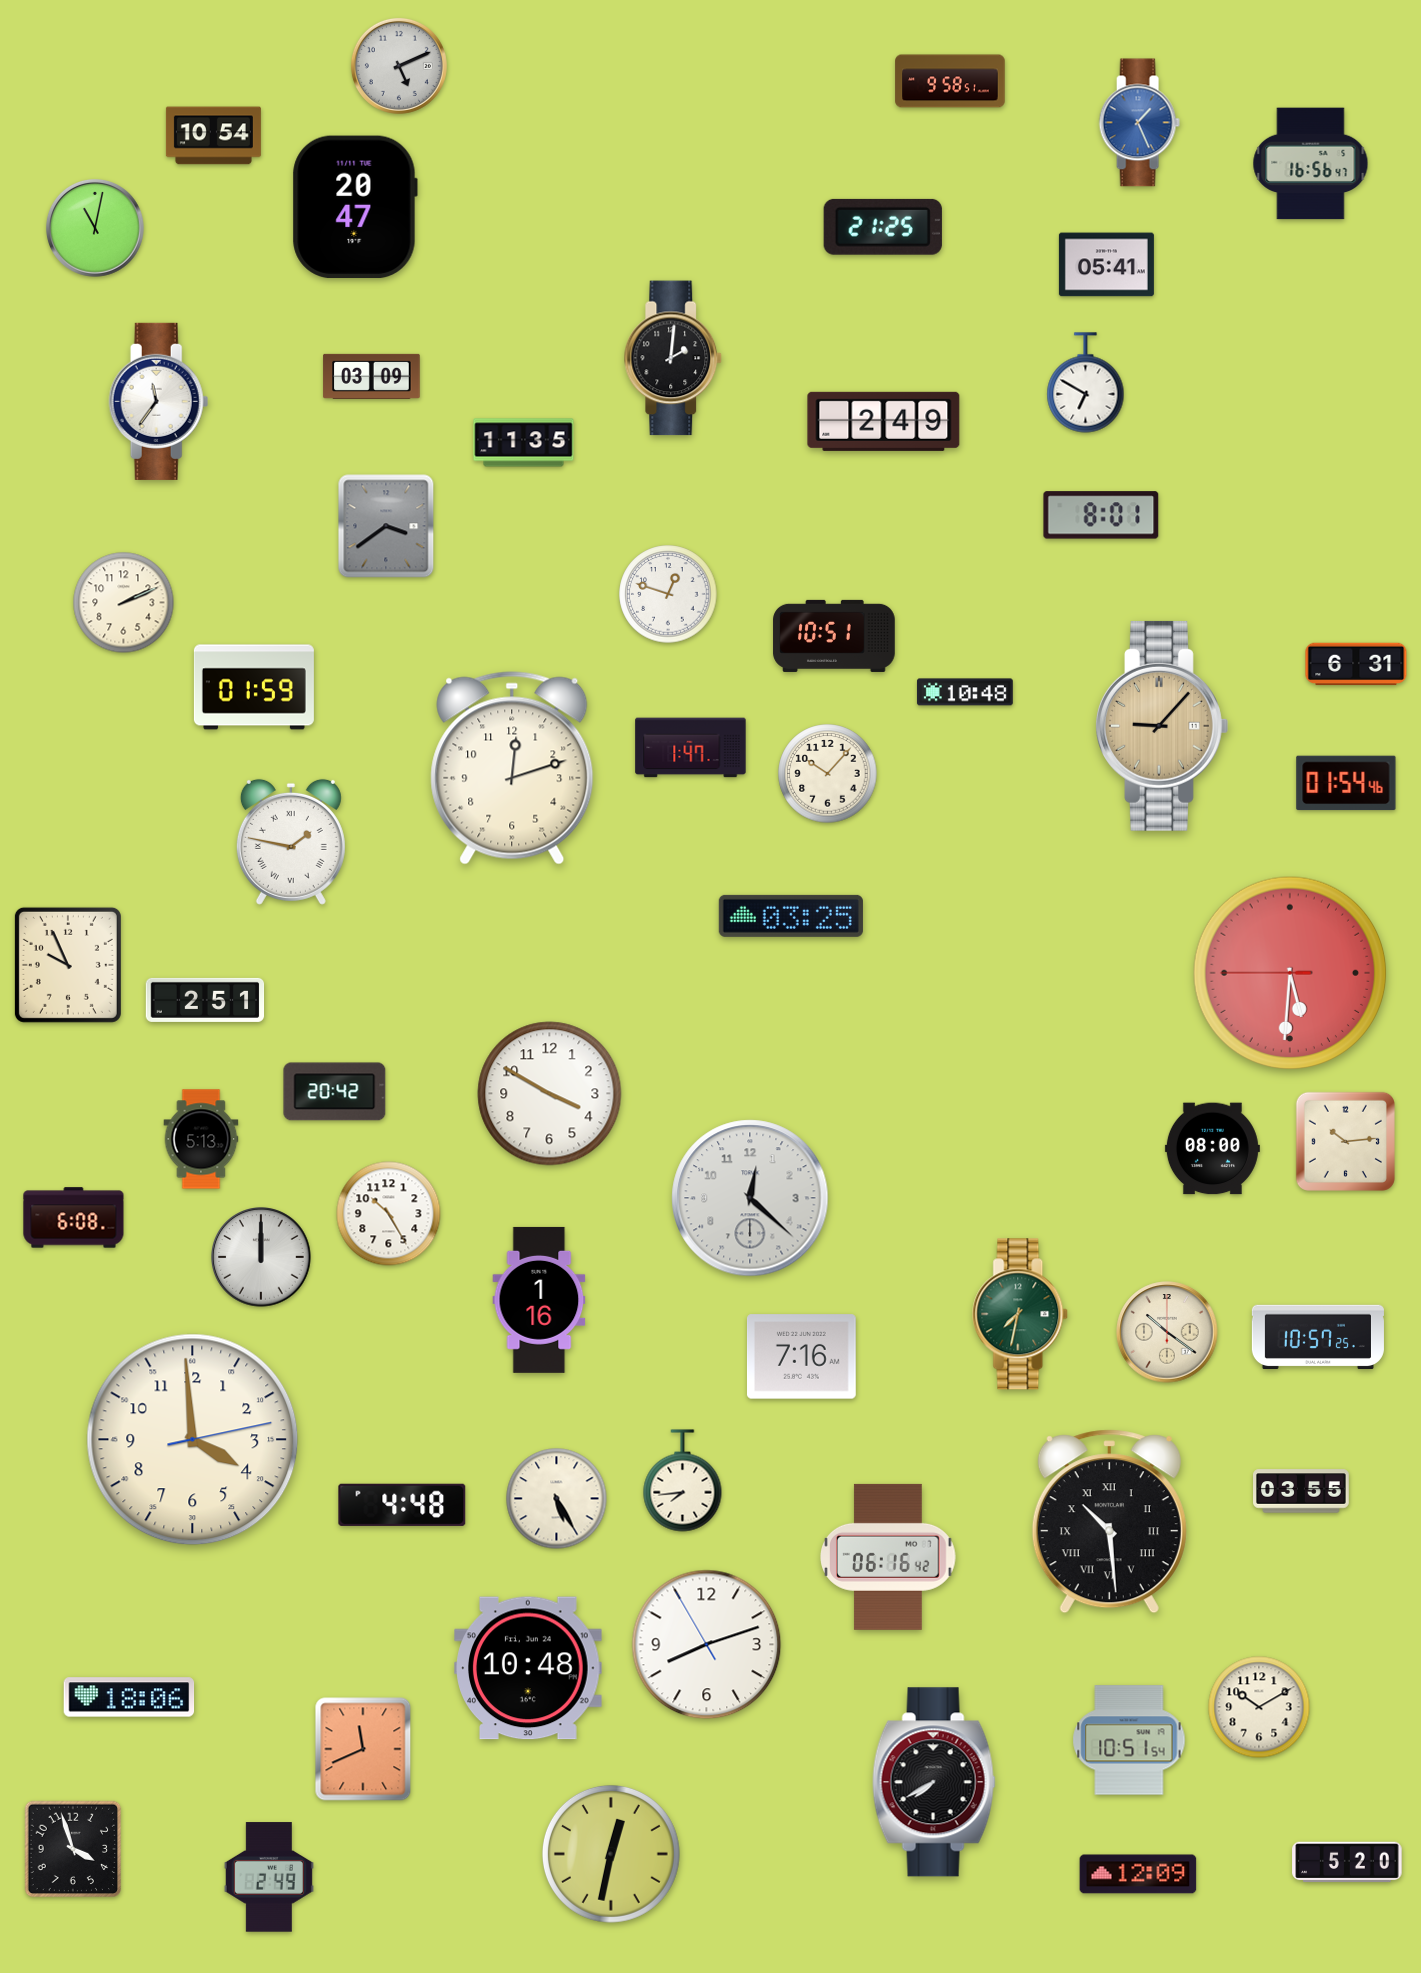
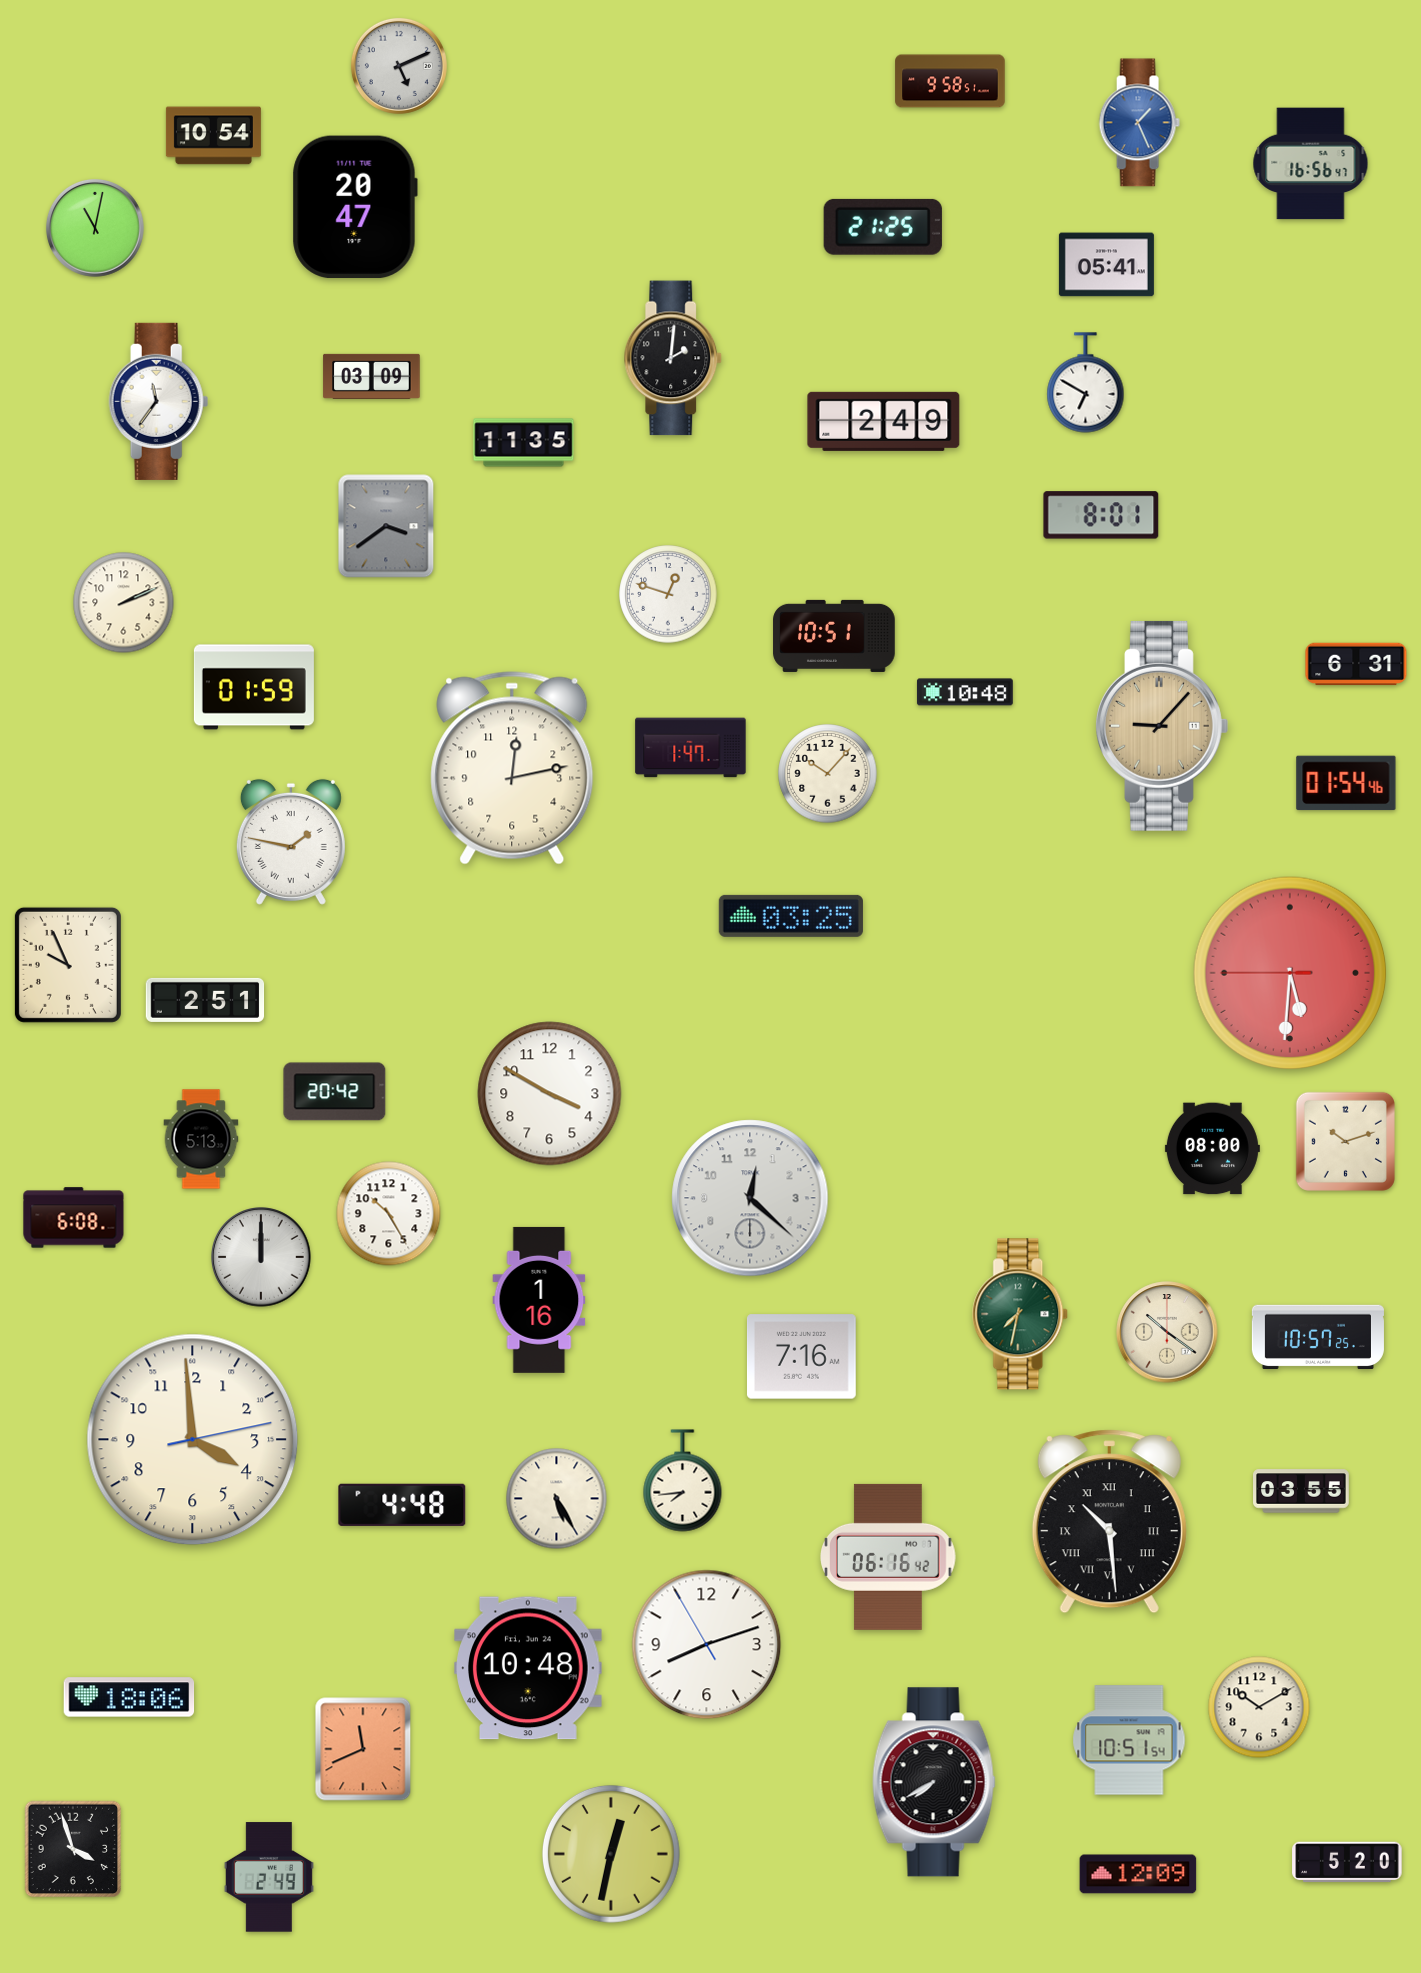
clock at (512, 768): 12:12 -> 12:13
clock at (1345, 1141): 10:14 -> 10:12
